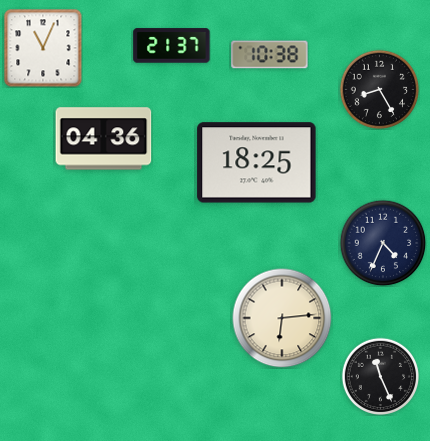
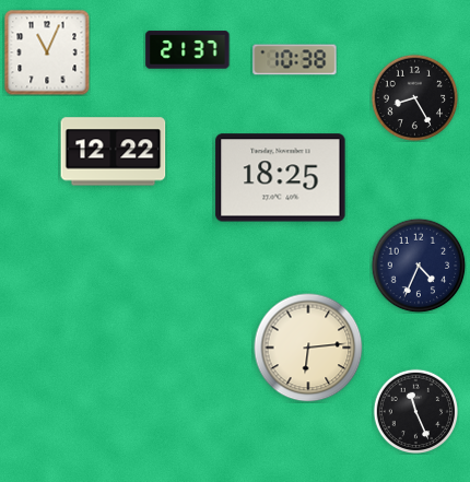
clock at (104, 139): 04:36 -> 12:22
